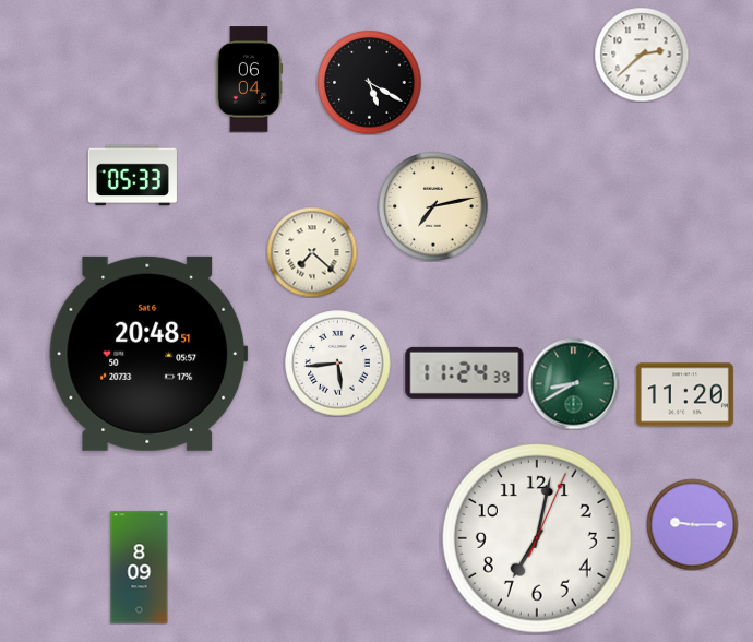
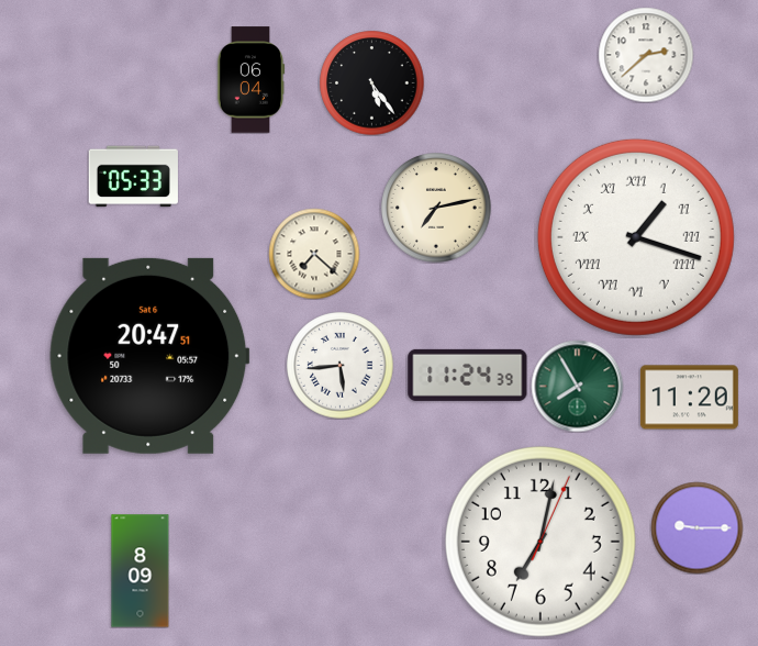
clock at (369, 82): 5:20 -> 5:24
clock at (636, 237): none -> 1:18
clock at (148, 354): 20:48 -> 20:47
clock at (573, 383): 8:40 -> 7:55
